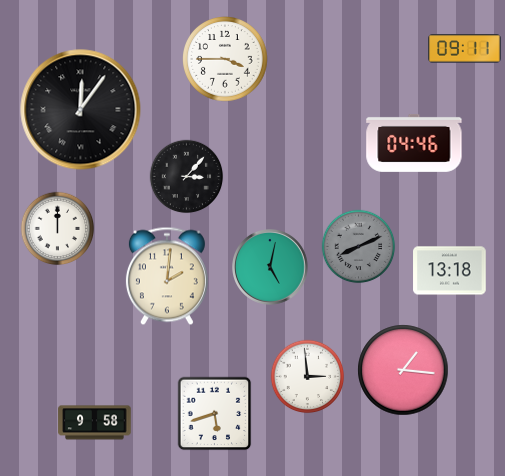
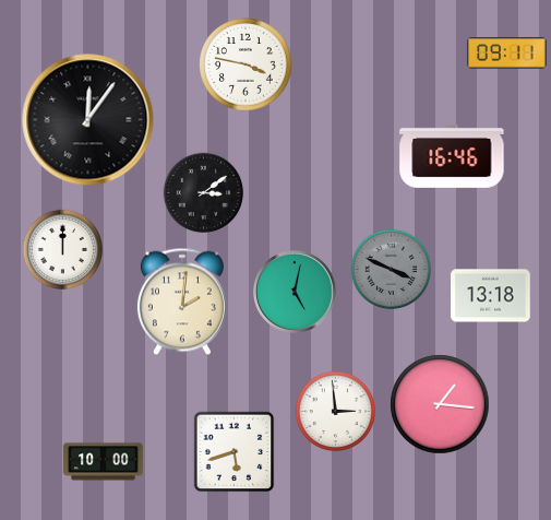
clock at (226, 60): 3:45 -> 3:47
clock at (414, 143): 04:46 -> 16:46
clock at (187, 177): 3:07 -> 3:09
clock at (359, 247): 8:11 -> 3:49
clock at (95, 423): 9:58 -> 10:00
